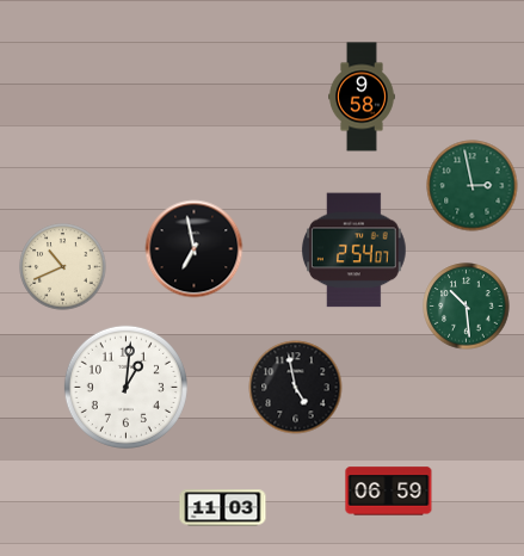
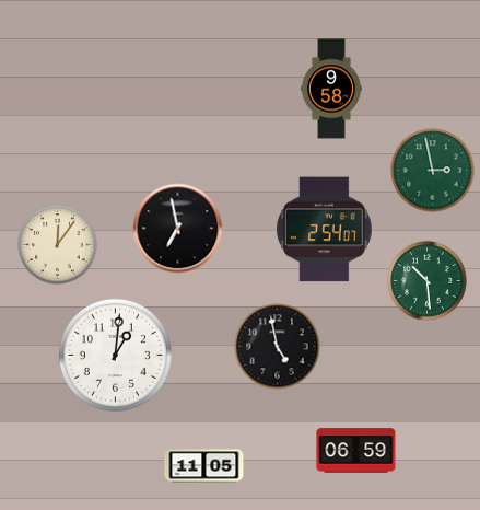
clock at (63, 267): 10:41 -> 12:06
clock at (296, 388) position: (296, 388) -> (278, 347)
clock at (223, 508): 11:03 -> 11:05
